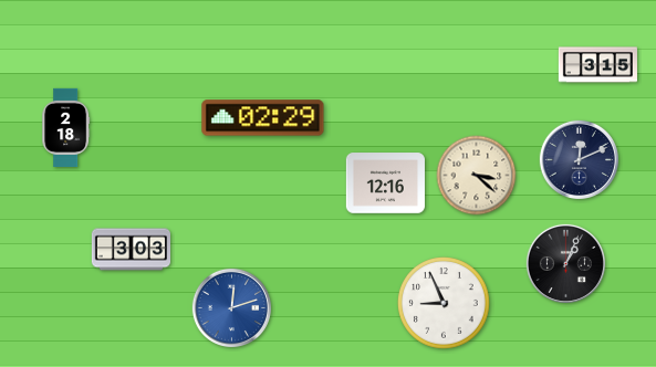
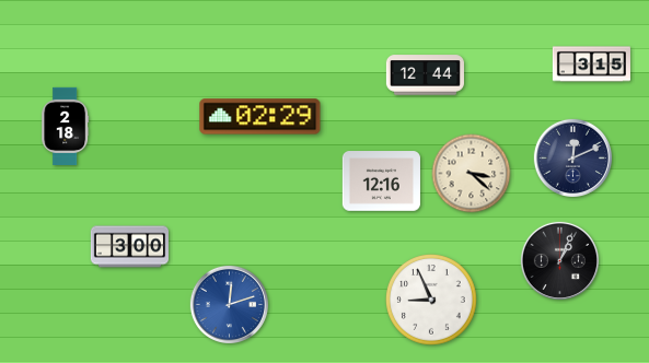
clock at (425, 75): none -> 12:44
clock at (131, 250): 3:03 -> 3:00
clock at (445, 304) position: (445, 304) -> (432, 301)
